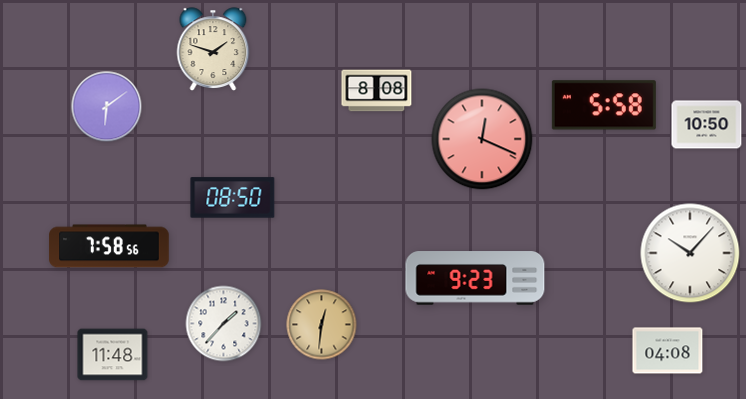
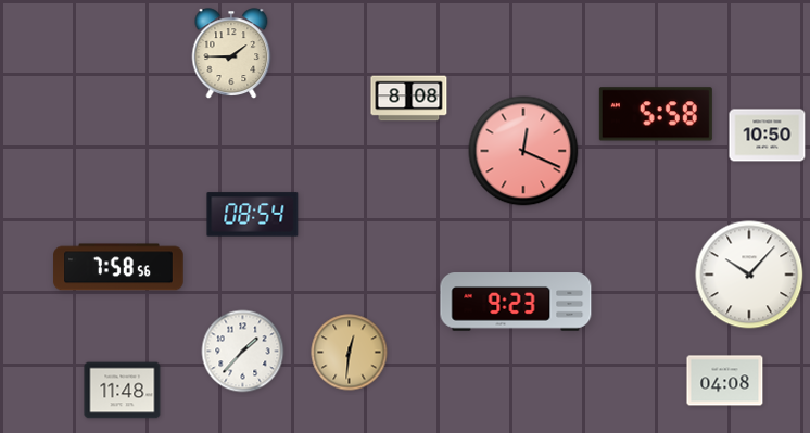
clock at (213, 49): 1:48 -> 1:45
clock at (107, 107): 6:09 -> none
clock at (233, 198): 08:50 -> 08:54
clock at (113, 355) position: (113, 355) -> (123, 391)
